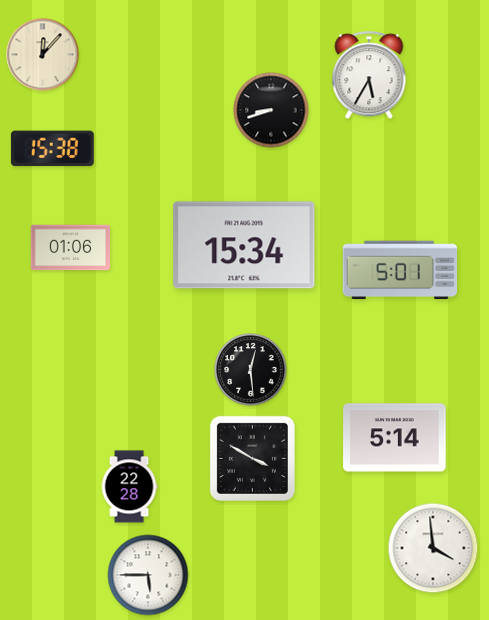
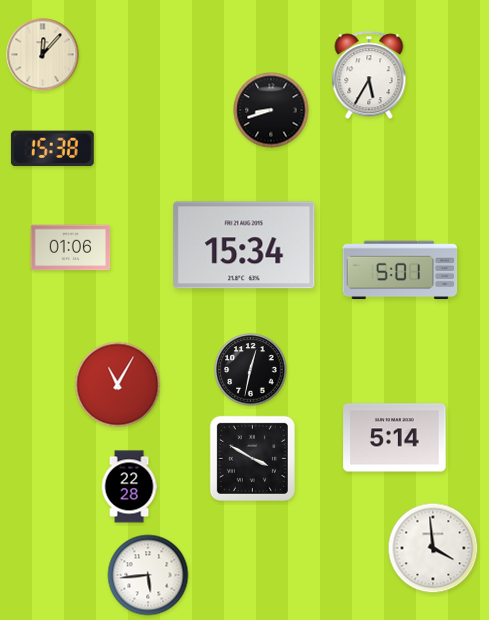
clock at (251, 370): 12:29 -> 12:32
clock at (118, 385): none -> 11:05
clock at (148, 575): 5:45 -> 5:44
